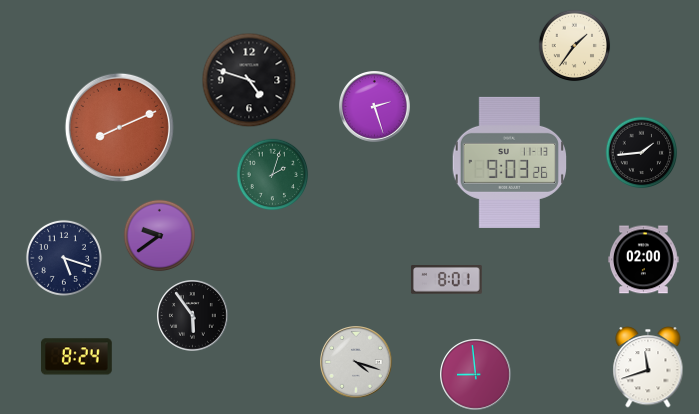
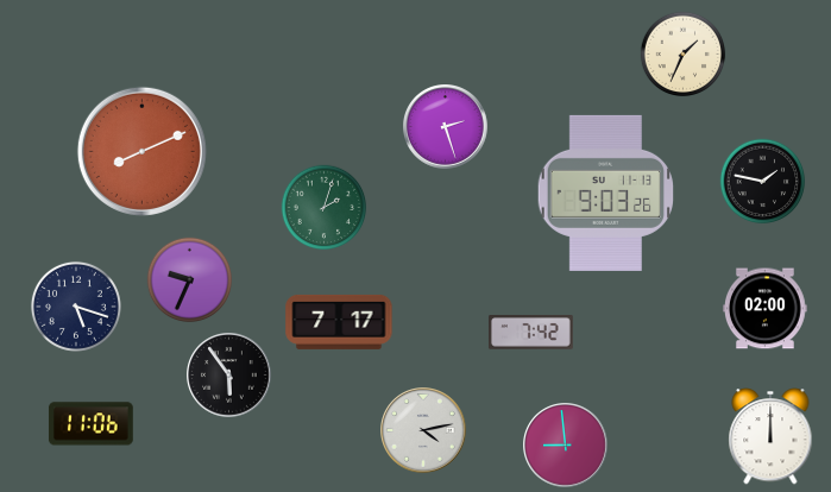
clock at (575, 46): 1:36 -> 1:34
clock at (249, 80): 4:48 -> none
clock at (642, 153): 1:44 -> 1:47
clock at (160, 236): 9:39 -> 9:34
clock at (339, 322): none -> 7:17
clock at (446, 280): 8:01 -> 7:42
clock at (76, 357): 8:24 -> 11:06
clock at (356, 362): 4:18 -> 4:13
clock at (648, 367): 11:42 -> 12:00
